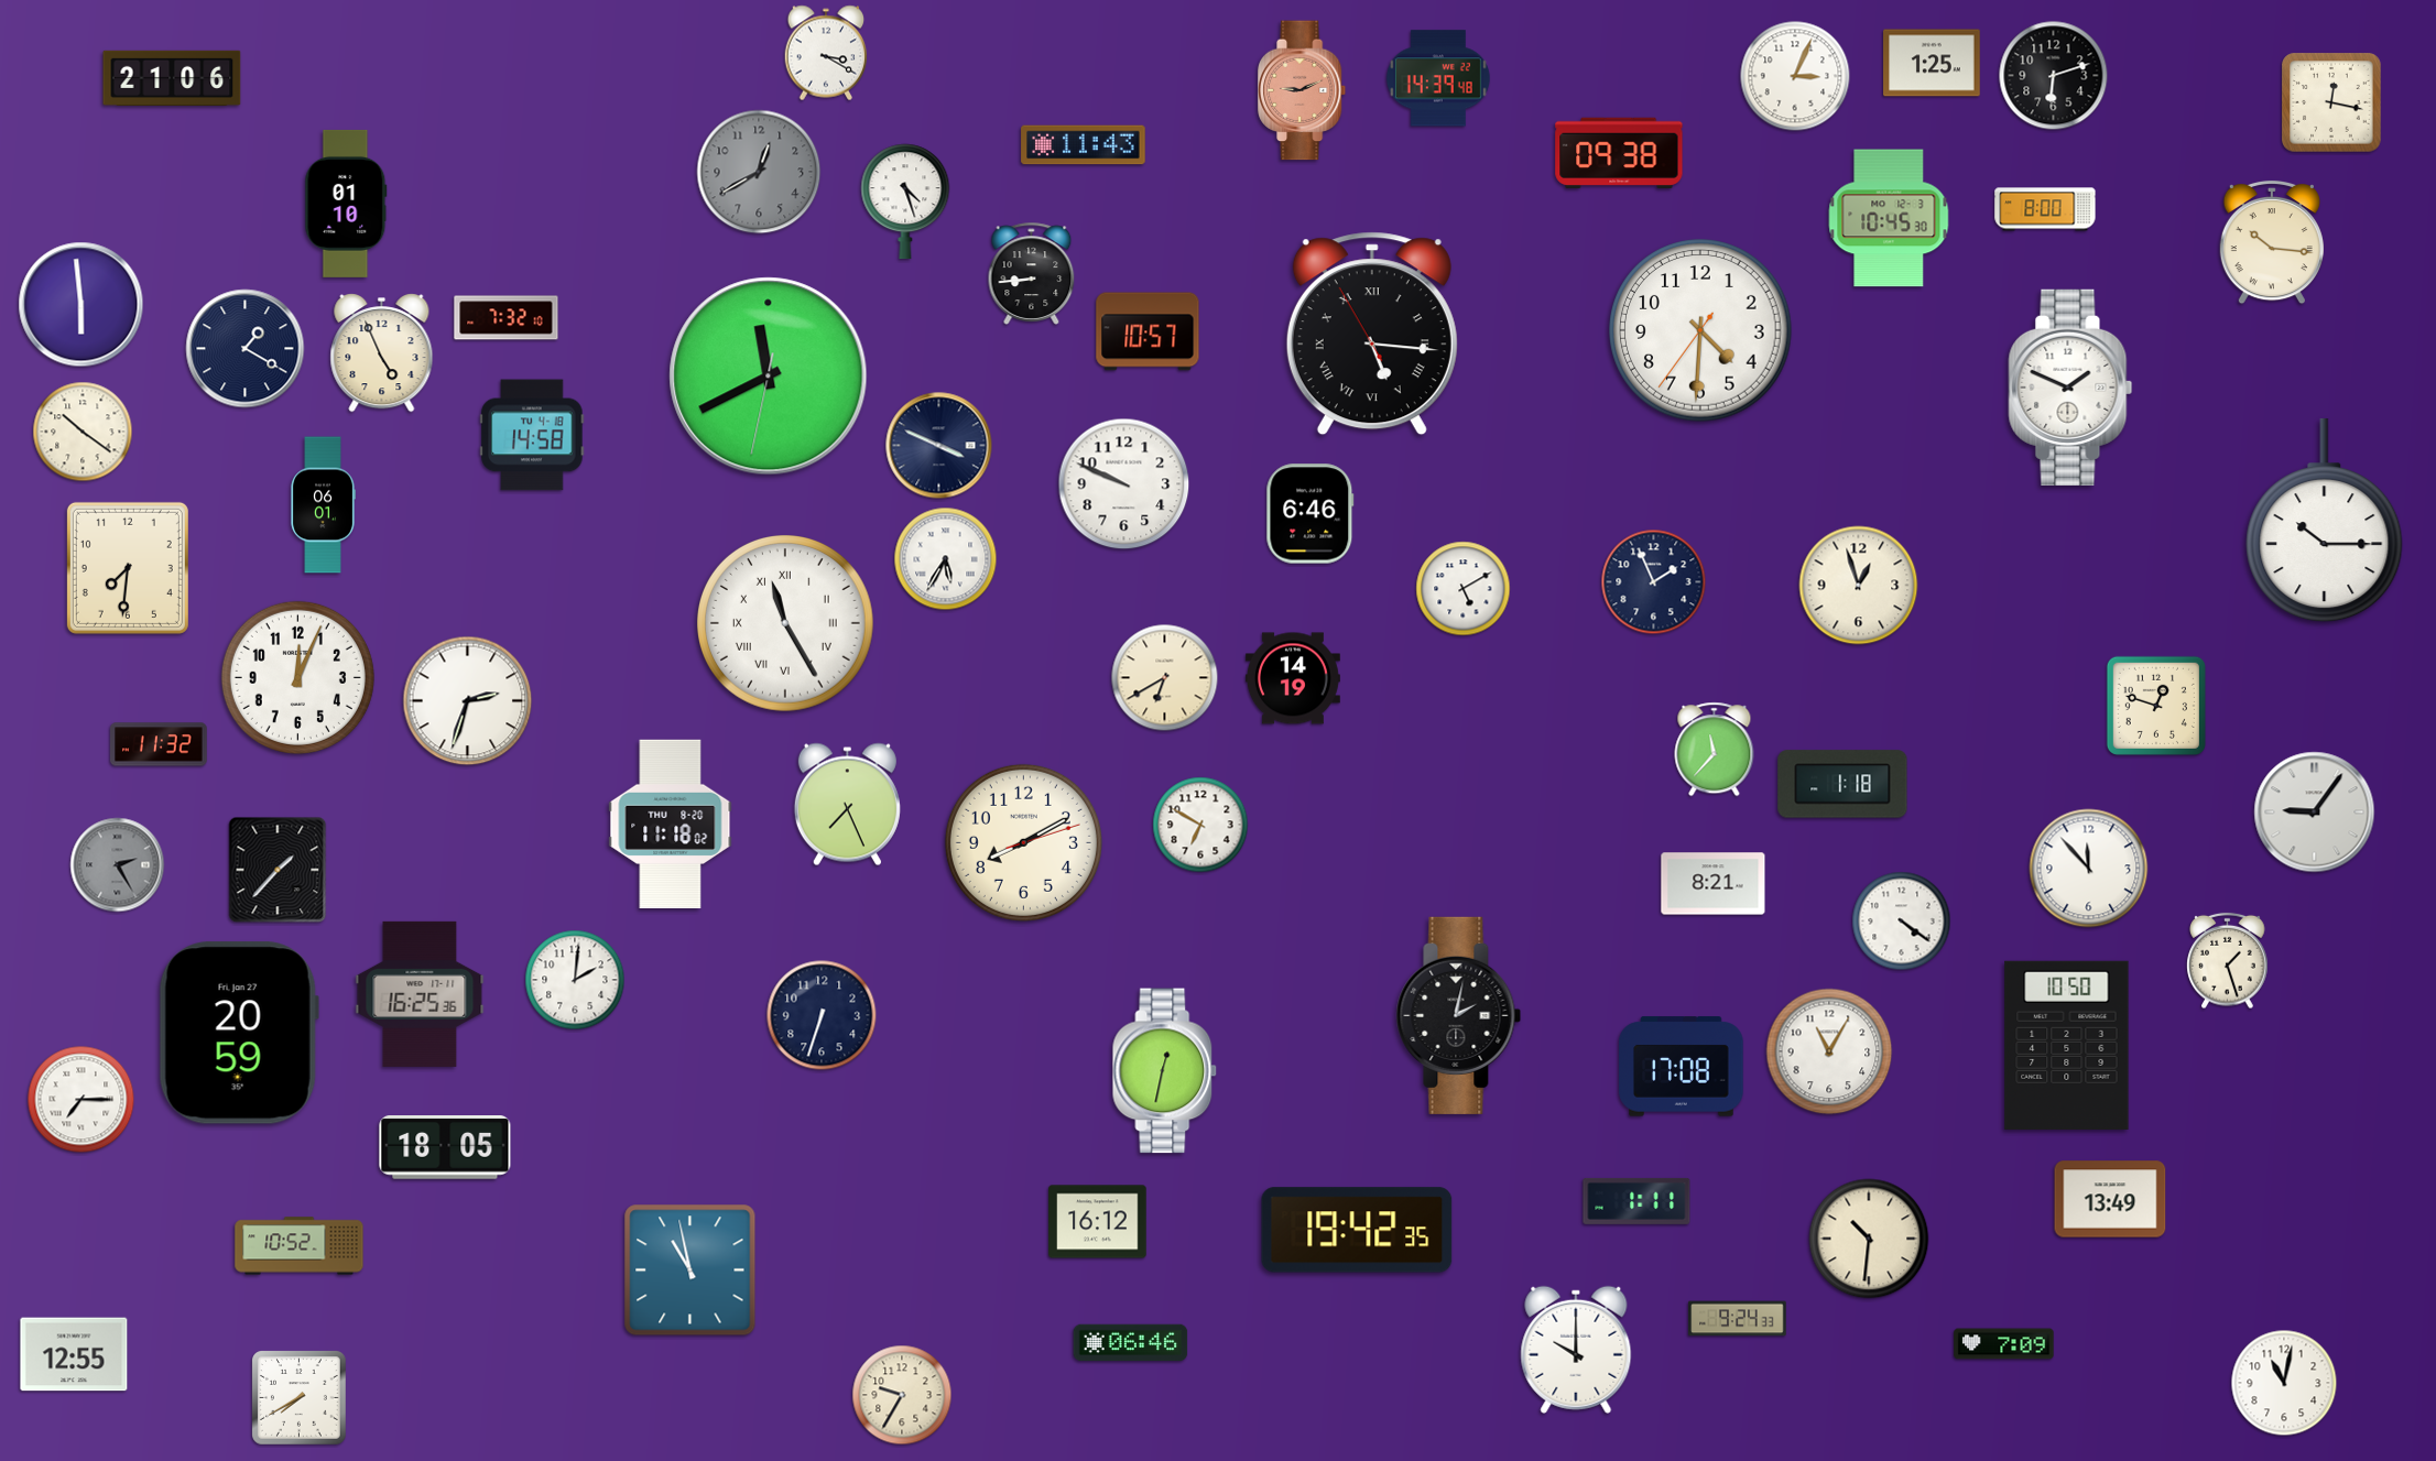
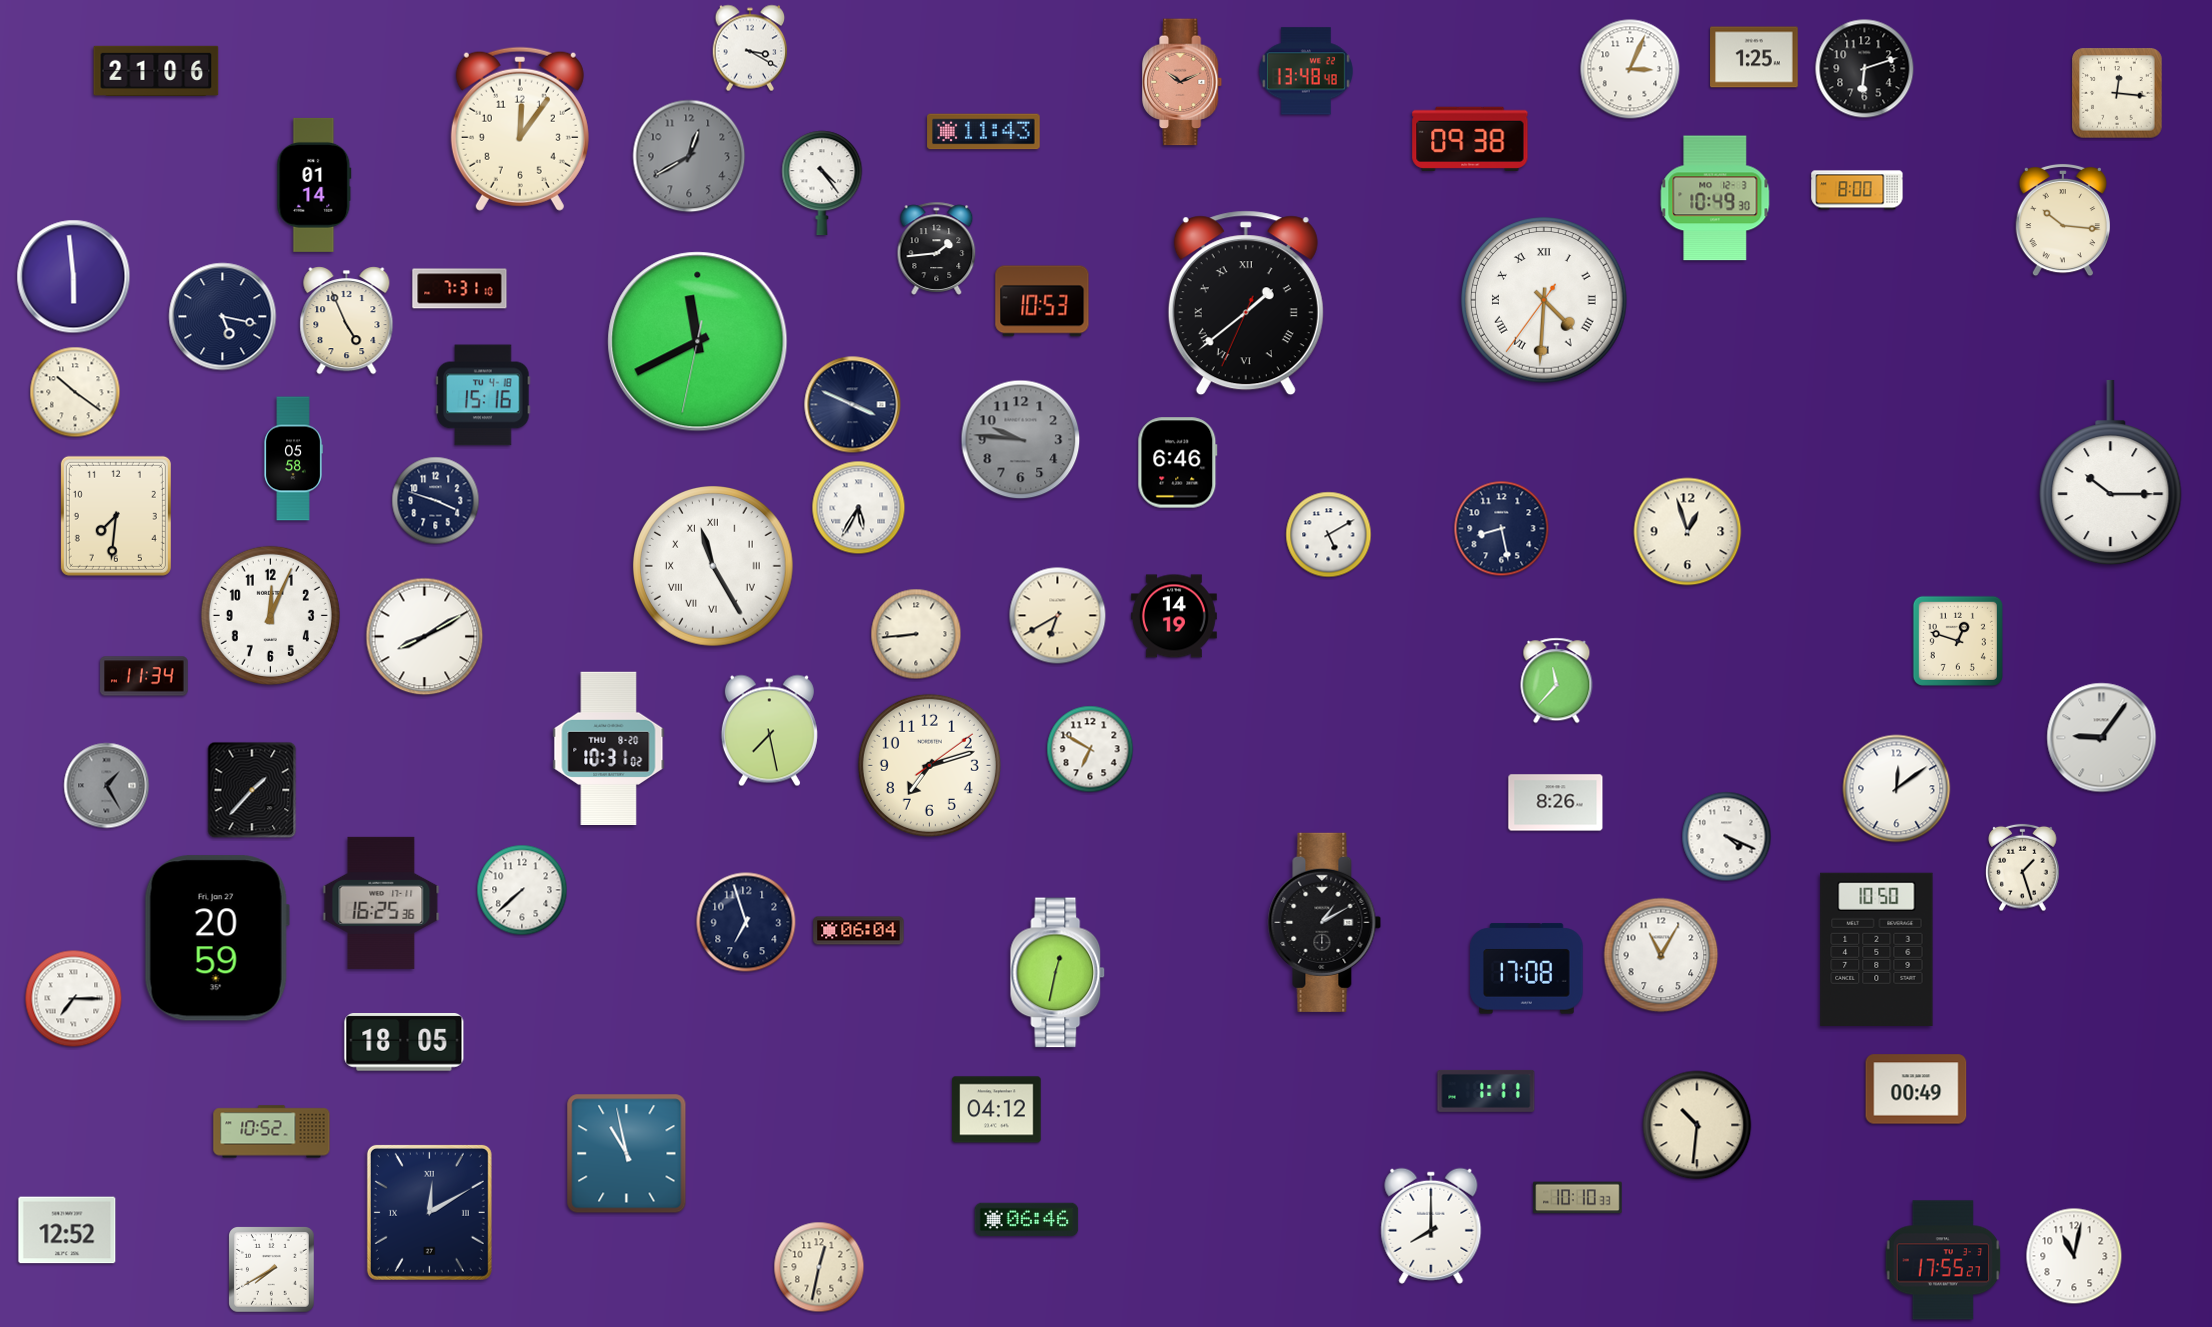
clock at (1438, 78): 14:39 -> 13:48
clock at (1303, 90): 9:11 -> 10:11
clock at (2331, 102): 12:17 -> 12:16
clock at (520, 129): none -> 12:06
clock at (905, 201): 4:27 -> 4:24
clock at (346, 204): 01:10 -> 01:14
clock at (1889, 218): 10:45 -> 10:49
clock at (1032, 273): 8:44 -> 1:44
clock at (507, 318): 7:32 -> 7:31
clock at (1700, 330) numerals: Arabic -> Roman
clock at (1148, 331): 10:57 -> 10:53
clock at (1372, 334): 5:15 -> 1:38
clock at (246, 349): 1:20 -> 5:17
clock at (2070, 388): 1:49 -> none
clock at (532, 435): 14:58 -> 15:16
clock at (1124, 484): 9:49 -> 9:46
clock at (1124, 484) dial: white -> grey
clock at (323, 505): 06:01 -> 05:58
clock at (1311, 514) position: (1311, 514) -> (1178, 463)
clock at (436, 501): none -> 3:48
clock at (1654, 582): 1:56 -> 8:28
clock at (916, 634): none -> 8:44
clock at (468, 701): 2:33 -> 8:10
clock at (159, 744): 11:32 -> 11:34
clock at (1842, 784): 1:18 -> none
clock at (847, 805): 7:26 -> 7:28
clock at (671, 824): 11:18 -> 10:31
clock at (1023, 842): 8:10 -> 7:12
clock at (118, 865): 2:25 -> 1:25
clock at (2089, 869): 11:53 -> 12:09
clock at (1714, 884): 8:21 -> 8:26
clock at (1902, 922): 4:21 -> 4:19
clock at (2228, 961) position: (2228, 961) -> (2023, 868)
clock at (575, 980): 2:01 -> 7:38
clock at (822, 1015): 6:33 -> 6:57
clock at (1459, 1015): 2:02 -> 1:10
clock at (859, 931): none -> 06:04
clock at (2110, 1199): 13:49 -> 00:49
clock at (1098, 1222): 16:12 -> 04:12
clock at (1357, 1230): 19:42 -> none
clock at (1738, 1319): 9:24 -> 10:10
clock at (429, 1212): none -> 12:10
clock at (2004, 1344): 7:09 -> none
clock at (1576, 1350): 10:00 -> 8:00
clock at (74, 1354): 12:55 -> 12:52
clock at (1943, 1260): none -> 17:55
clock at (902, 1395): 9:35 -> 12:32
